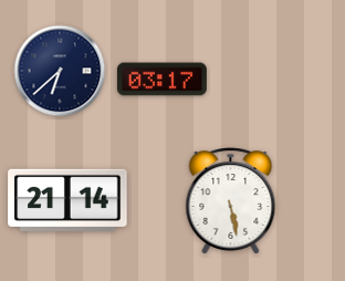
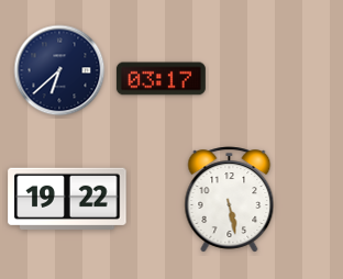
clock at (67, 200): 21:14 -> 19:22
